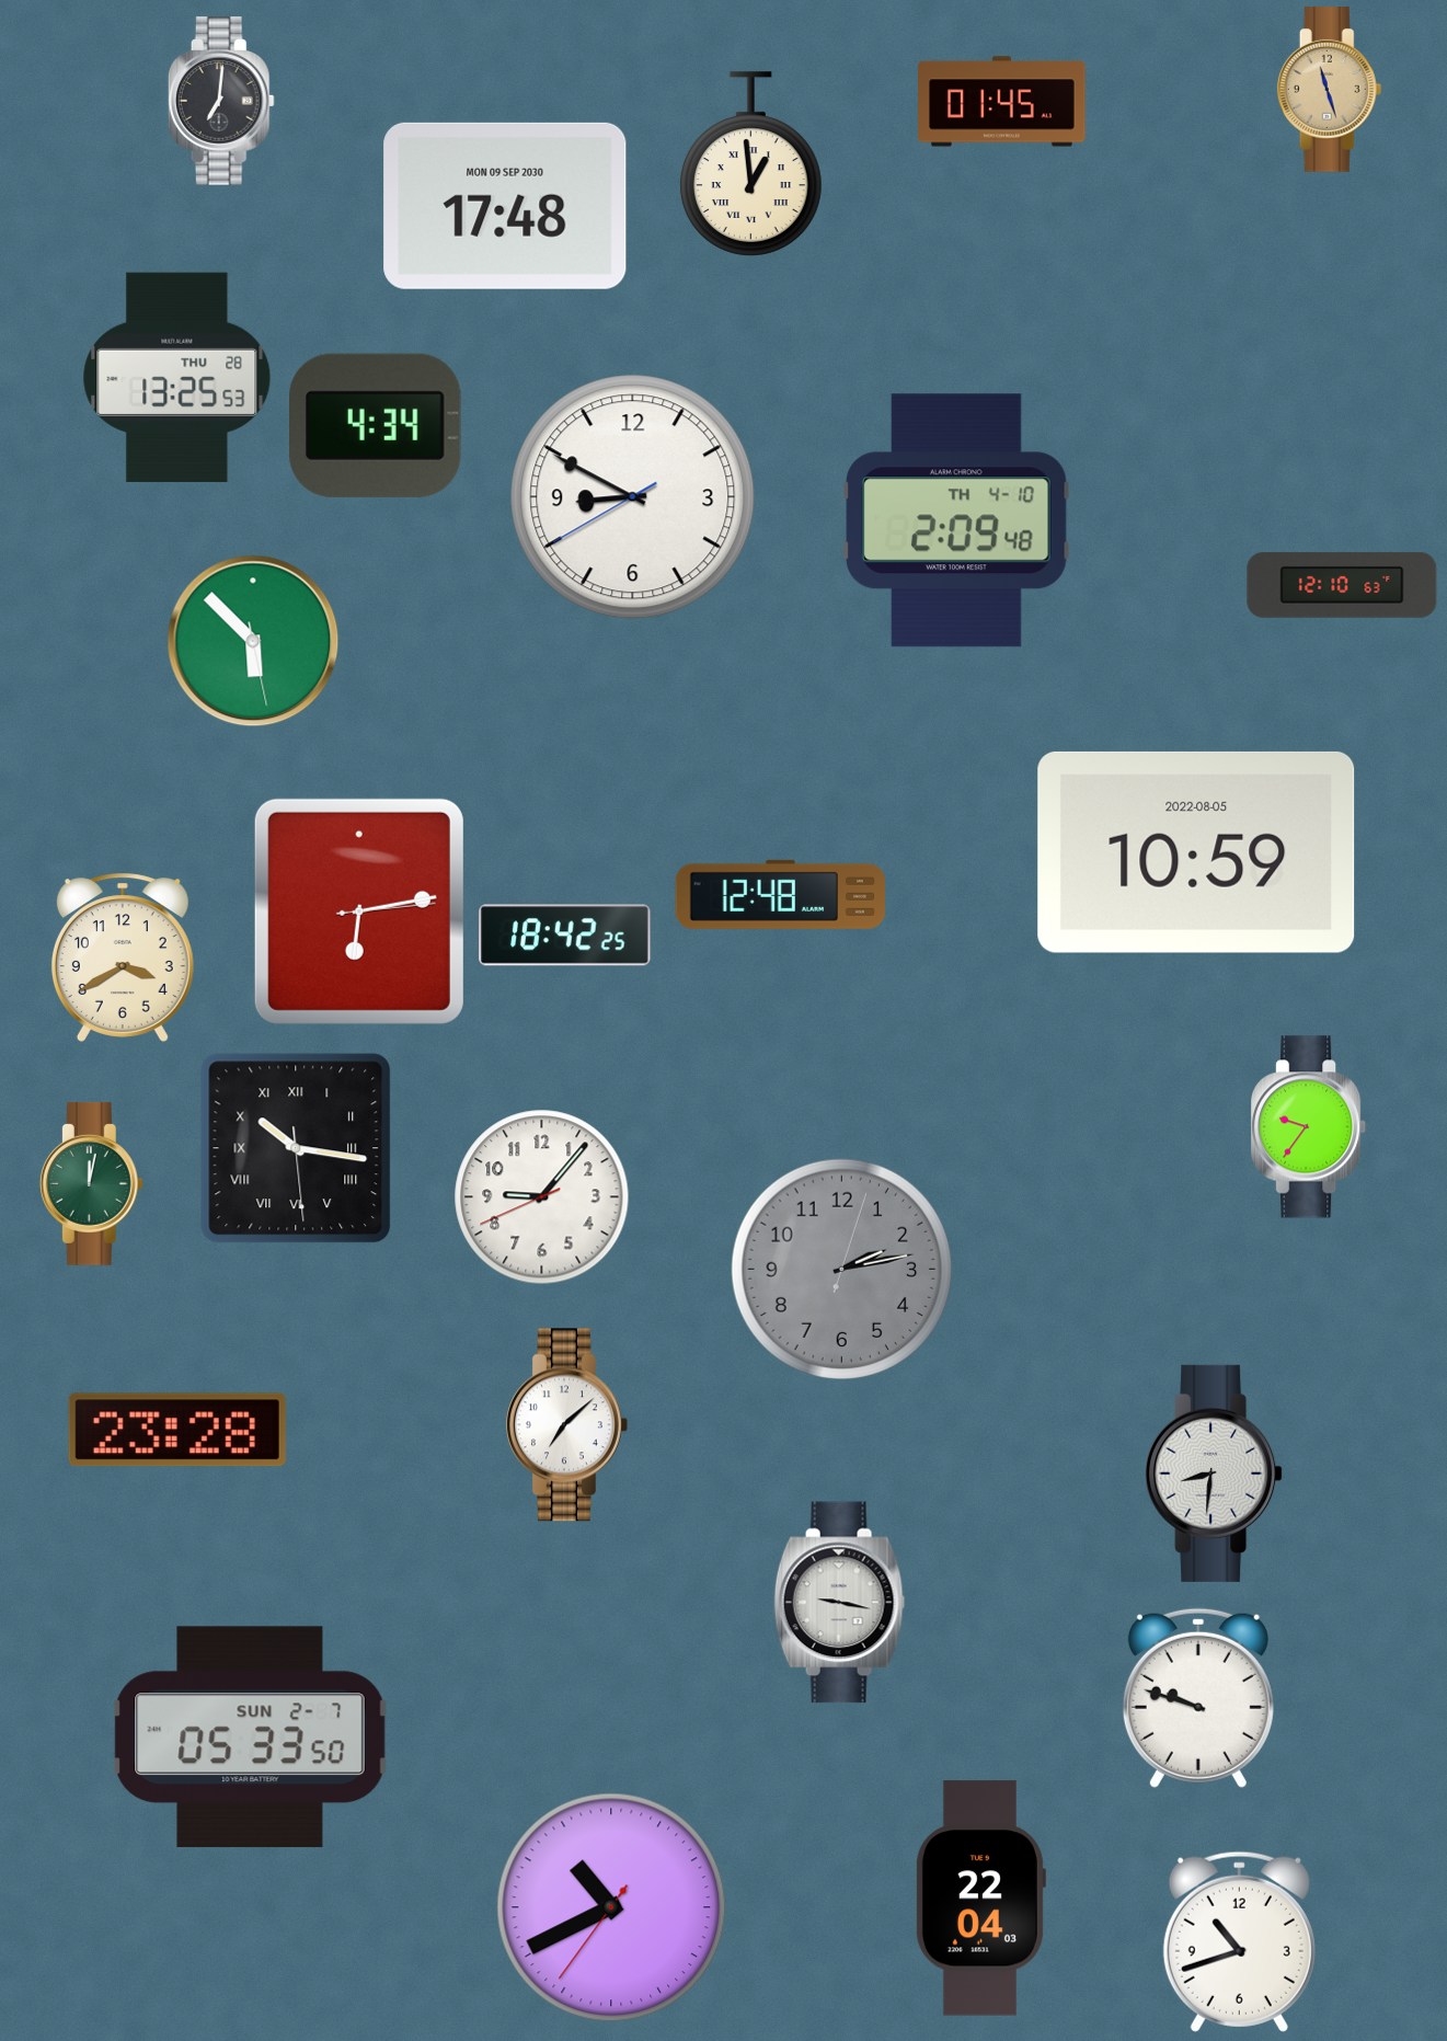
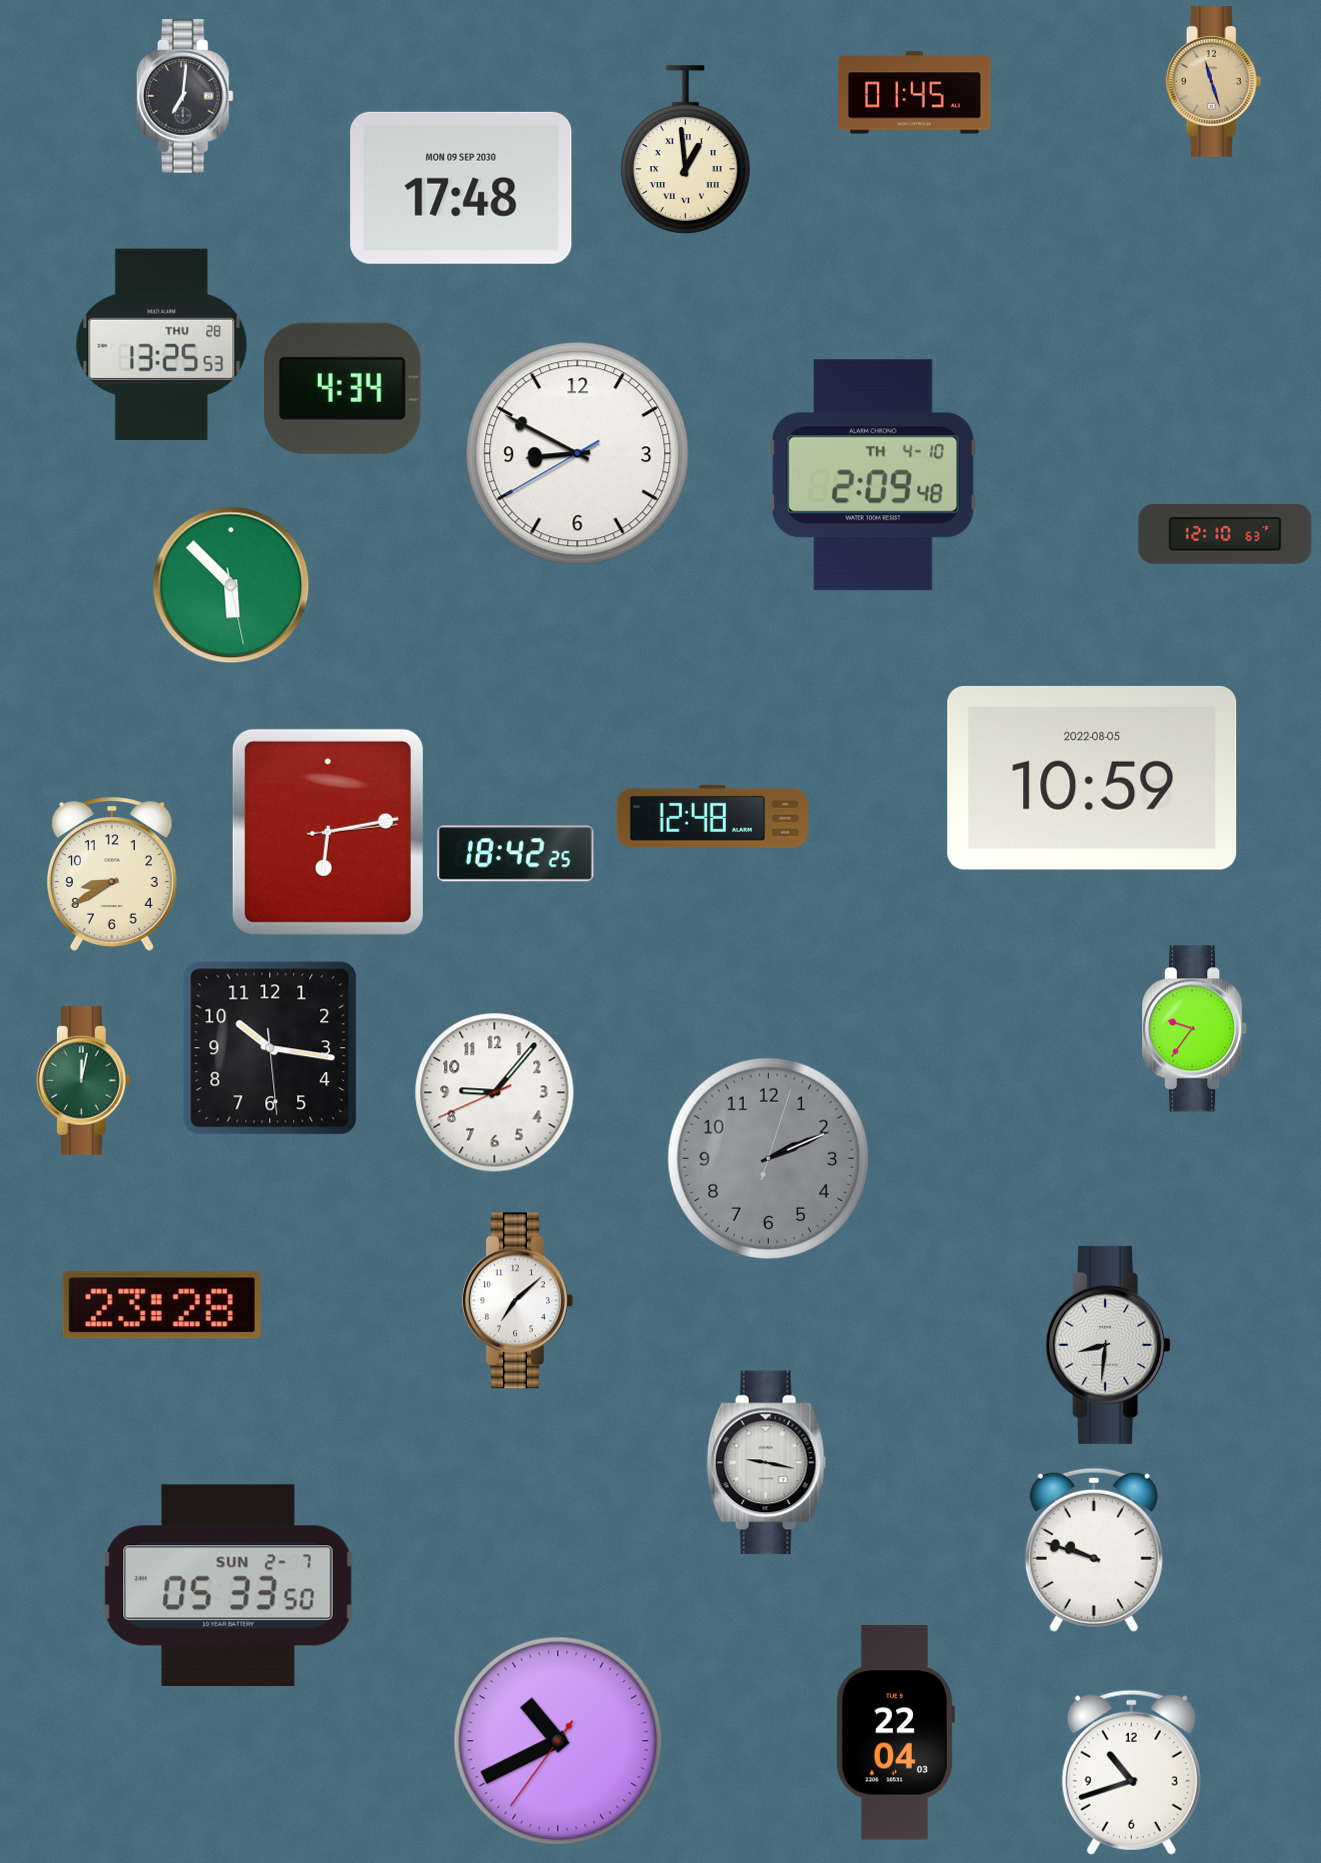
clock at (221, 101) position: (221, 101) -> (185, 96)
clock at (123, 958): 3:40 -> 8:40
clock at (296, 1148) numerals: Roman -> Arabic
clock at (842, 1270): 2:13 -> 2:11
